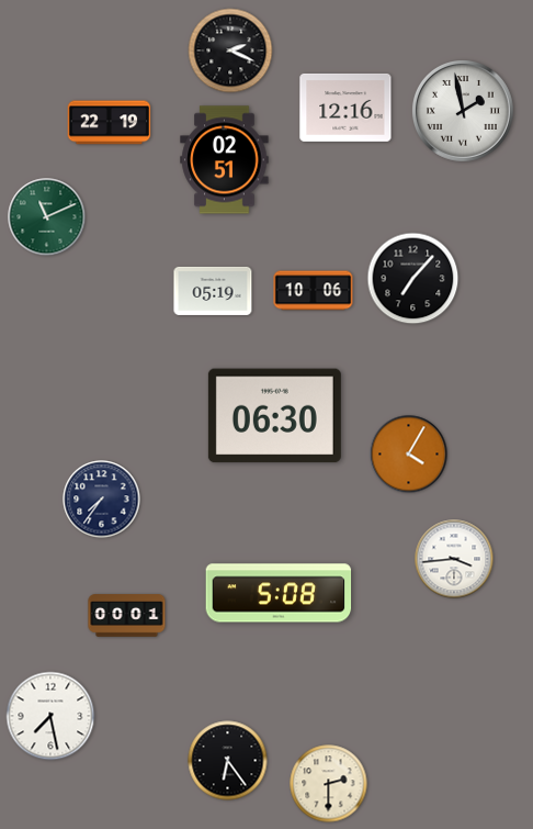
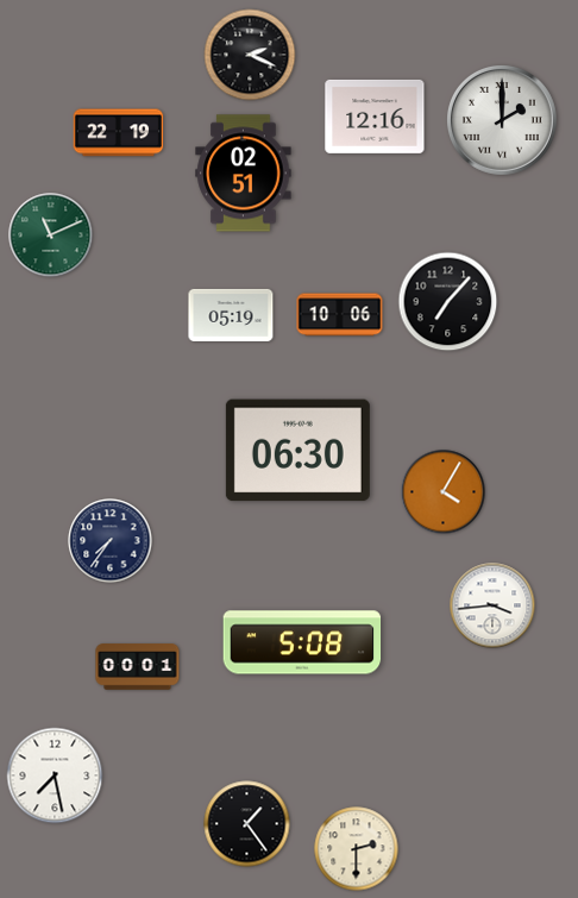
clock at (464, 112): 1:58 -> 2:00
clock at (228, 761): 6:24 -> 1:24
